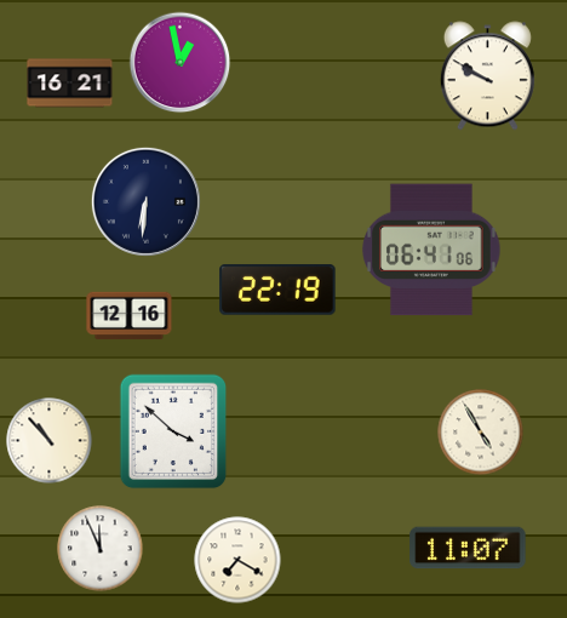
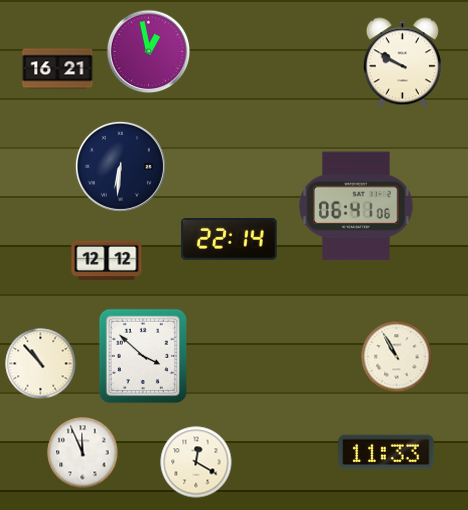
clock at (277, 291): 22:19 -> 22:14
clock at (130, 316): 12:16 -> 12:12
clock at (481, 433): 4:55 -> 10:55
clock at (468, 548): 11:07 -> 11:33
clock at (237, 560): 7:20 -> 12:20
